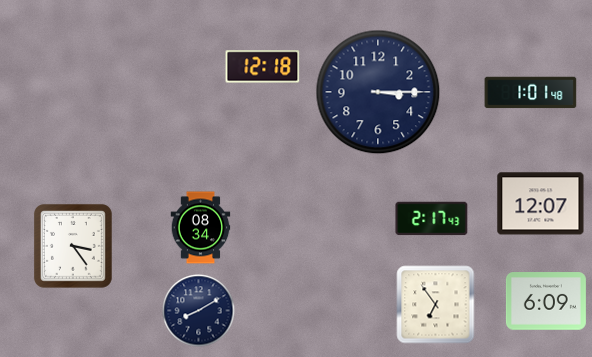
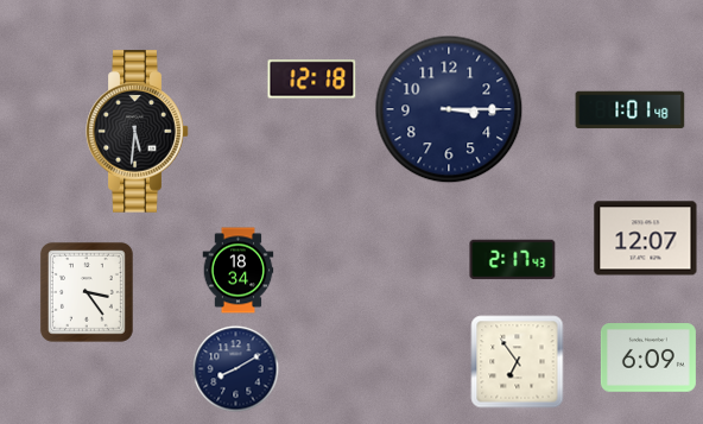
clock at (138, 132): none -> 5:31
clock at (541, 204) position: (541, 204) -> (646, 239)
clock at (201, 228): 08:34 -> 18:34
